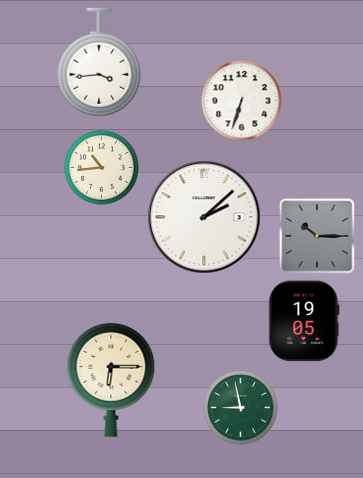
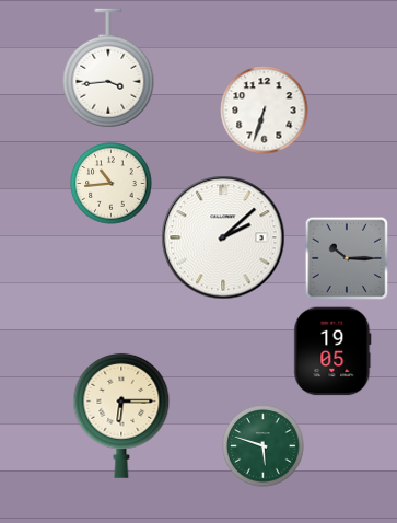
clock at (241, 408): 8:58 -> 5:48
